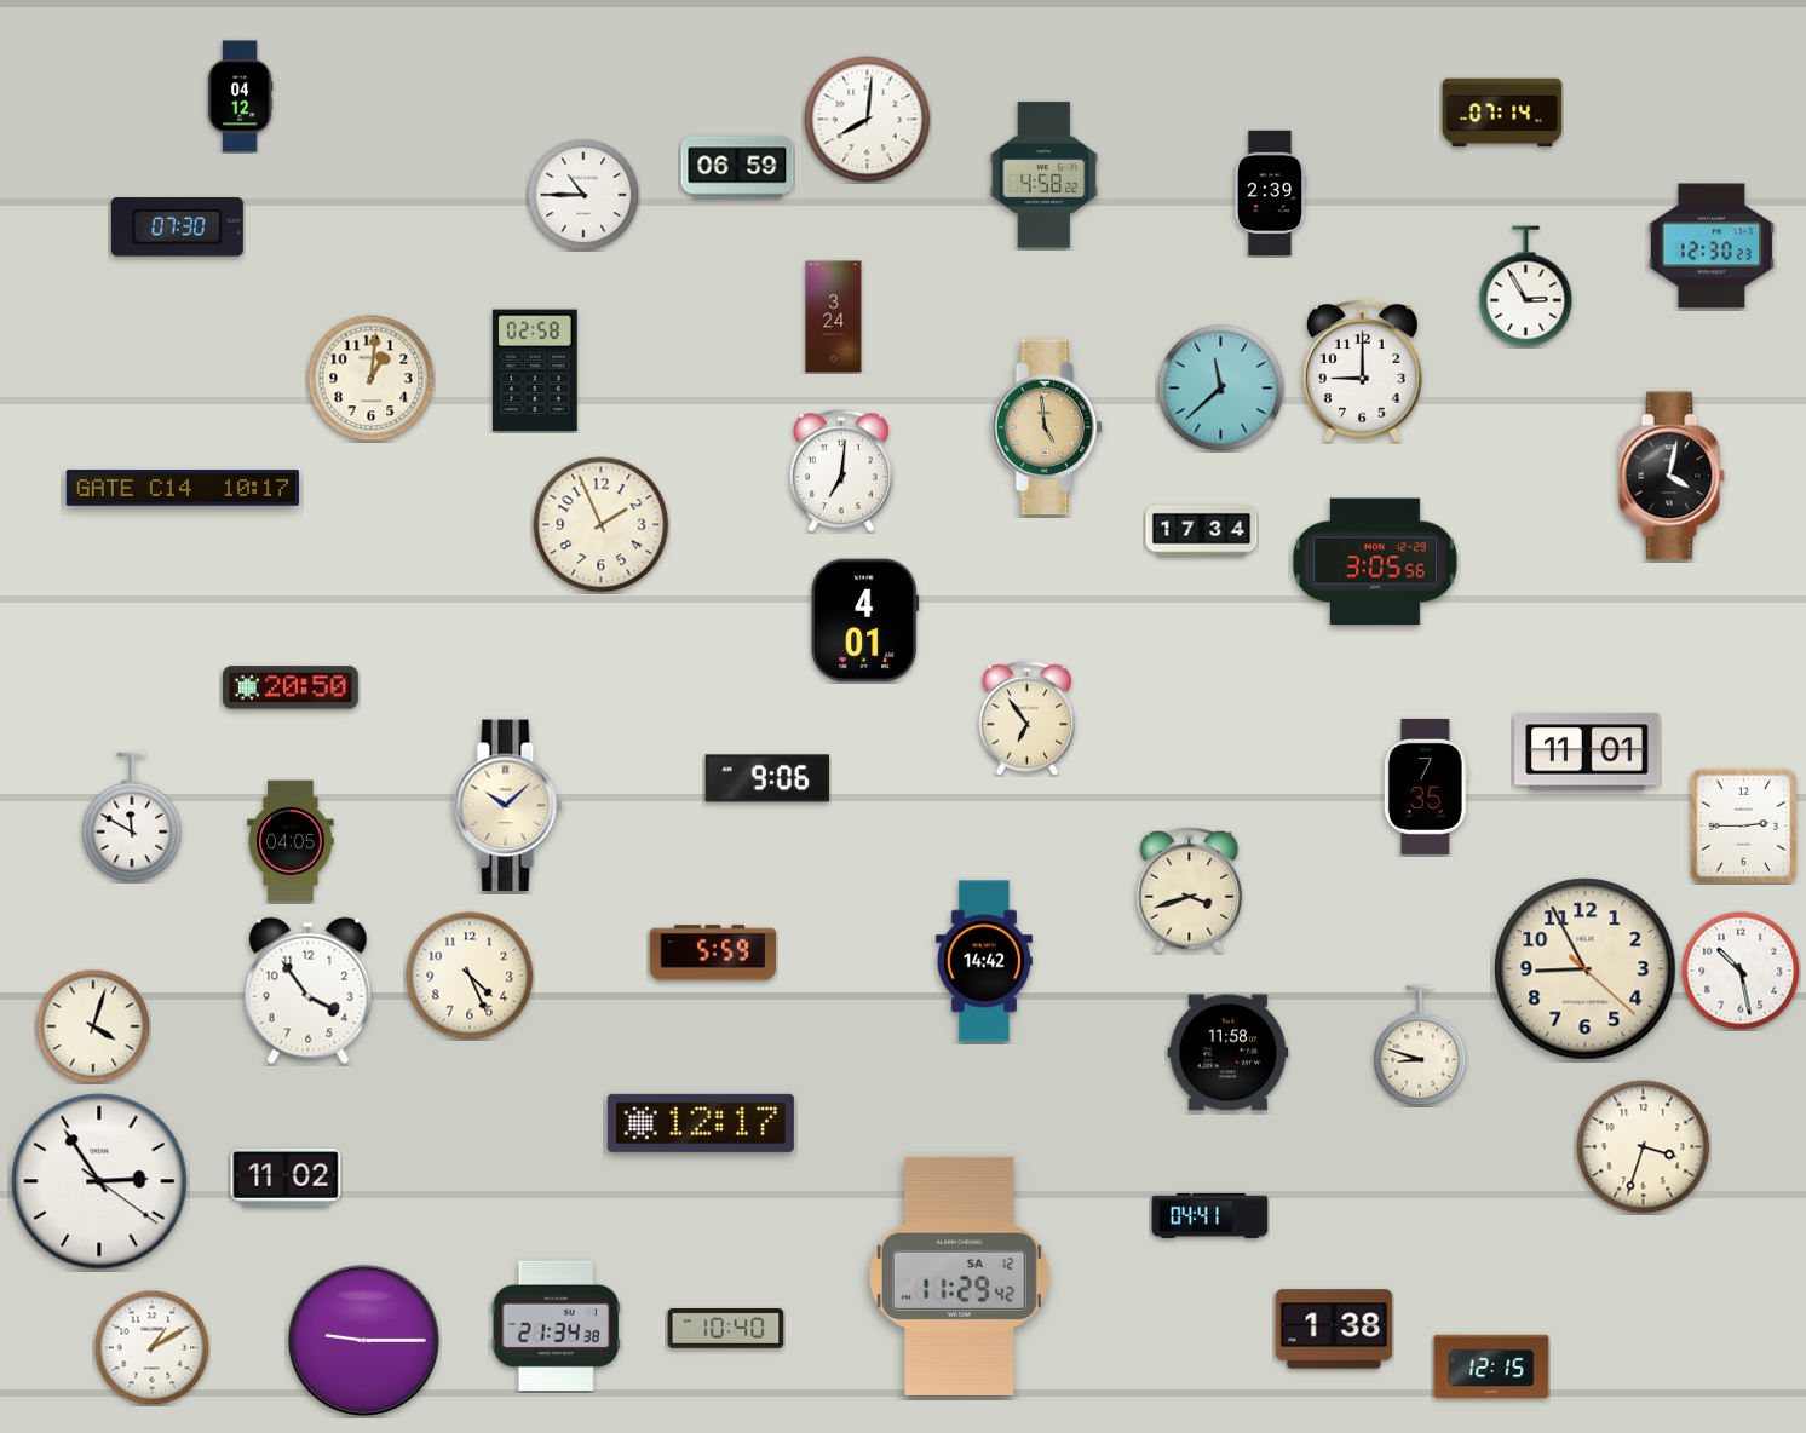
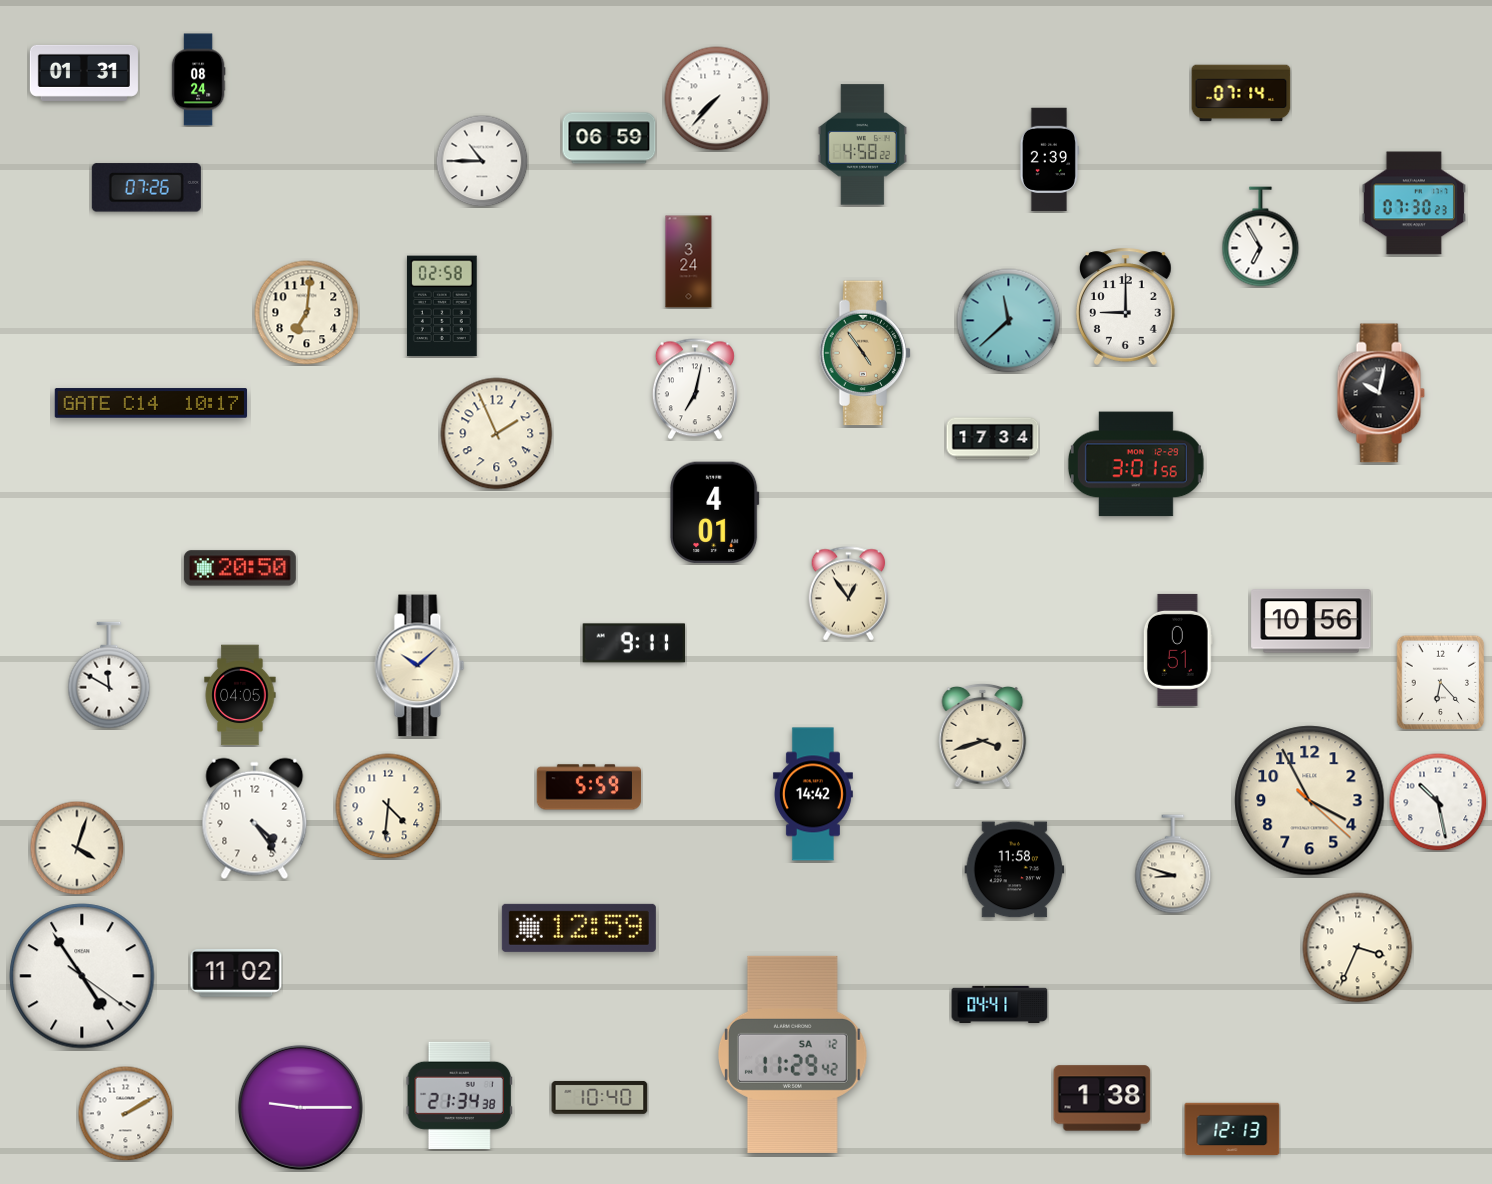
clock at (84, 73): none -> 01:31
clock at (240, 97): 04:12 -> 08:24
clock at (868, 120): 8:01 -> 7:37
clock at (177, 228): 07:30 -> 07:26
clock at (1710, 246): 12:30 -> 07:30
clock at (1526, 287): 2:55 -> 6:55
clock at (372, 379): 1:01 -> 7:01
clock at (1047, 427): 4:59 -> 4:54
clock at (841, 471): 7:01 -> 7:02
clock at (1672, 476): 4:02 -> 10:02
clock at (1375, 562): 3:05 -> 3:01
clock at (1026, 719): 6:54 -> 12:54
clock at (1587, 752): 11:01 -> 10:56
clock at (767, 778): 9:06 -> 9:11
clock at (1426, 787): 7:35 -> 0:51
clock at (1744, 825): 2:45 -> 6:23
clock at (1586, 969): 8:55 -> 3:55
clock at (470, 976): 4:26 -> 4:31
clock at (309, 991): 3:54 -> 4:24
clock at (701, 1123): 12:17 -> 12:59
clock at (1644, 1147): 3:33 -> 3:34
clock at (99, 1181): 2:54 -> 4:54
clock at (151, 1347): 1:10 -> 2:10
clock at (1491, 1366): 12:15 -> 12:13
